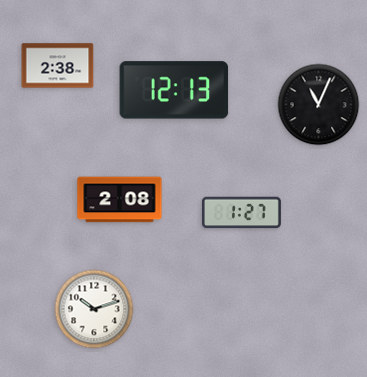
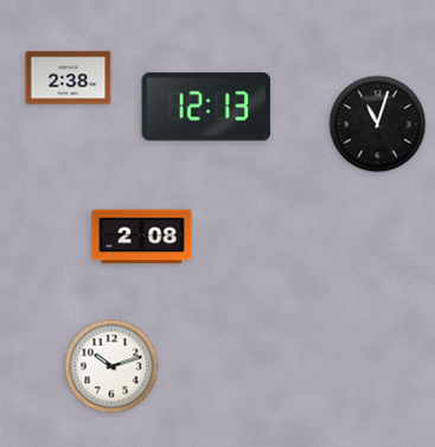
clock at (319, 105): 11:04 -> 11:03
clock at (241, 213): 1:27 -> none
